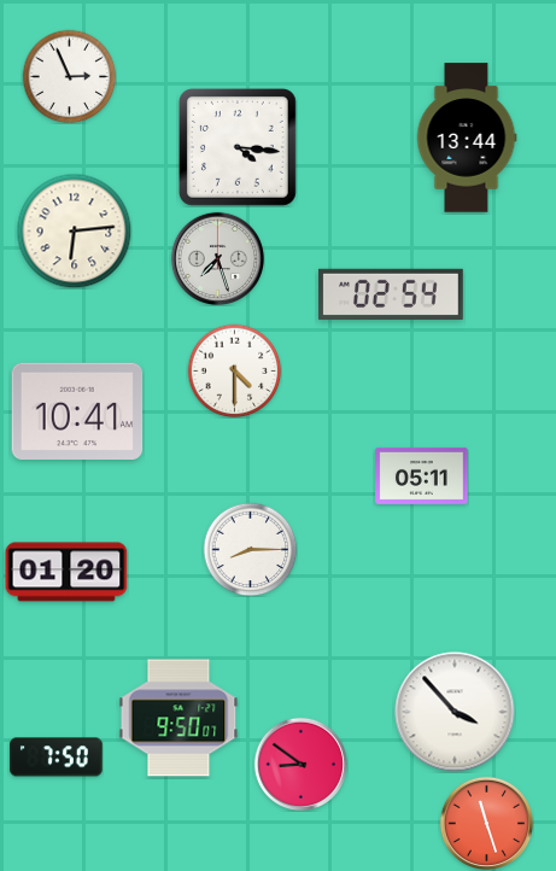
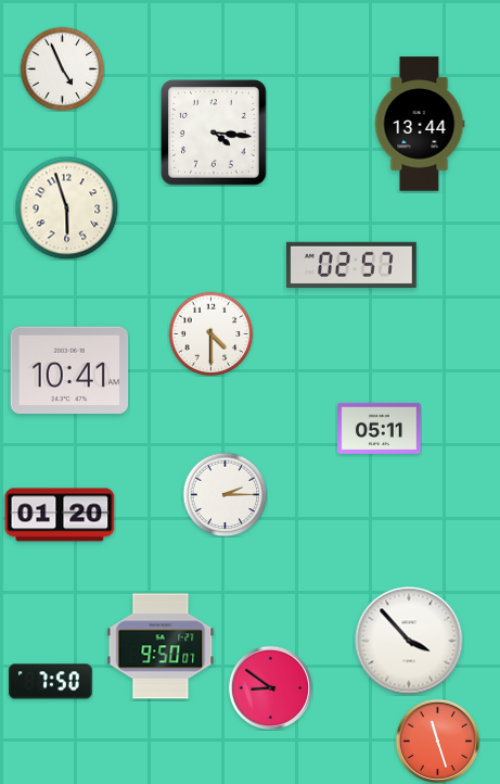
clock at (69, 76): 2:56 -> 4:56
clock at (74, 230): 6:14 -> 5:57
clock at (217, 258): 7:27 -> none
clock at (391, 293): 02:54 -> 02:57
clock at (250, 549): 8:15 -> 2:15
